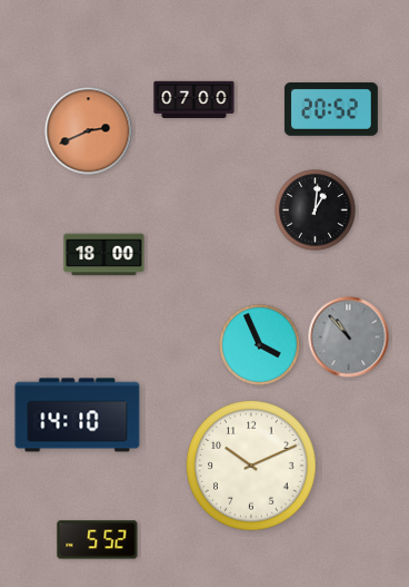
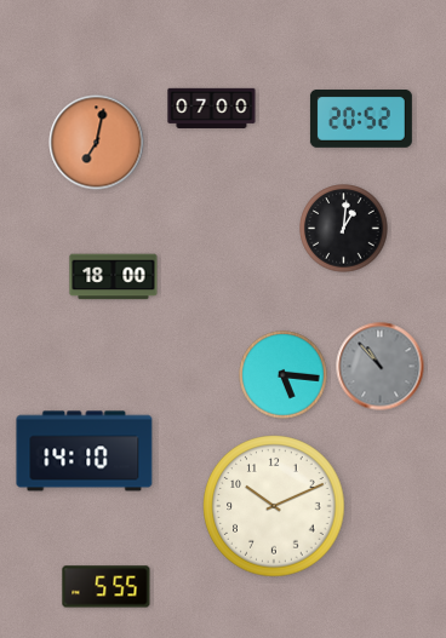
clock at (89, 131): 2:41 -> 7:02
clock at (260, 345): 3:56 -> 5:16
clock at (98, 540): 5:52 -> 5:55
